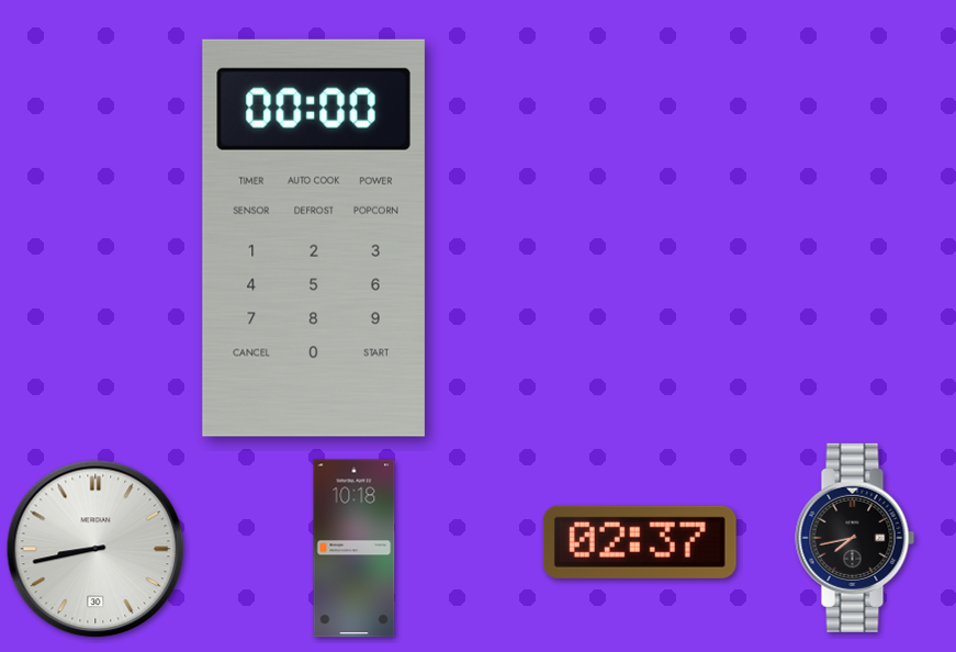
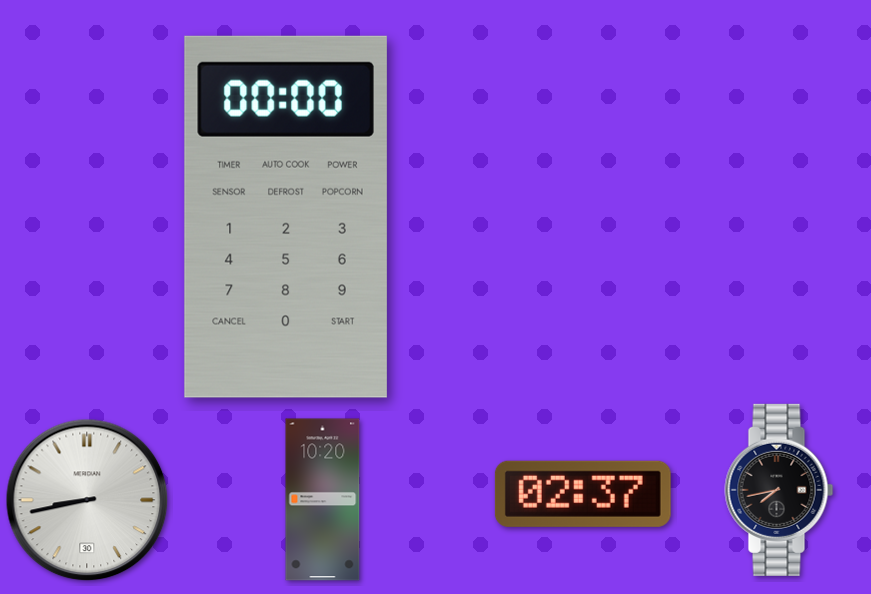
clock at (355, 549): 10:18 -> 10:20
